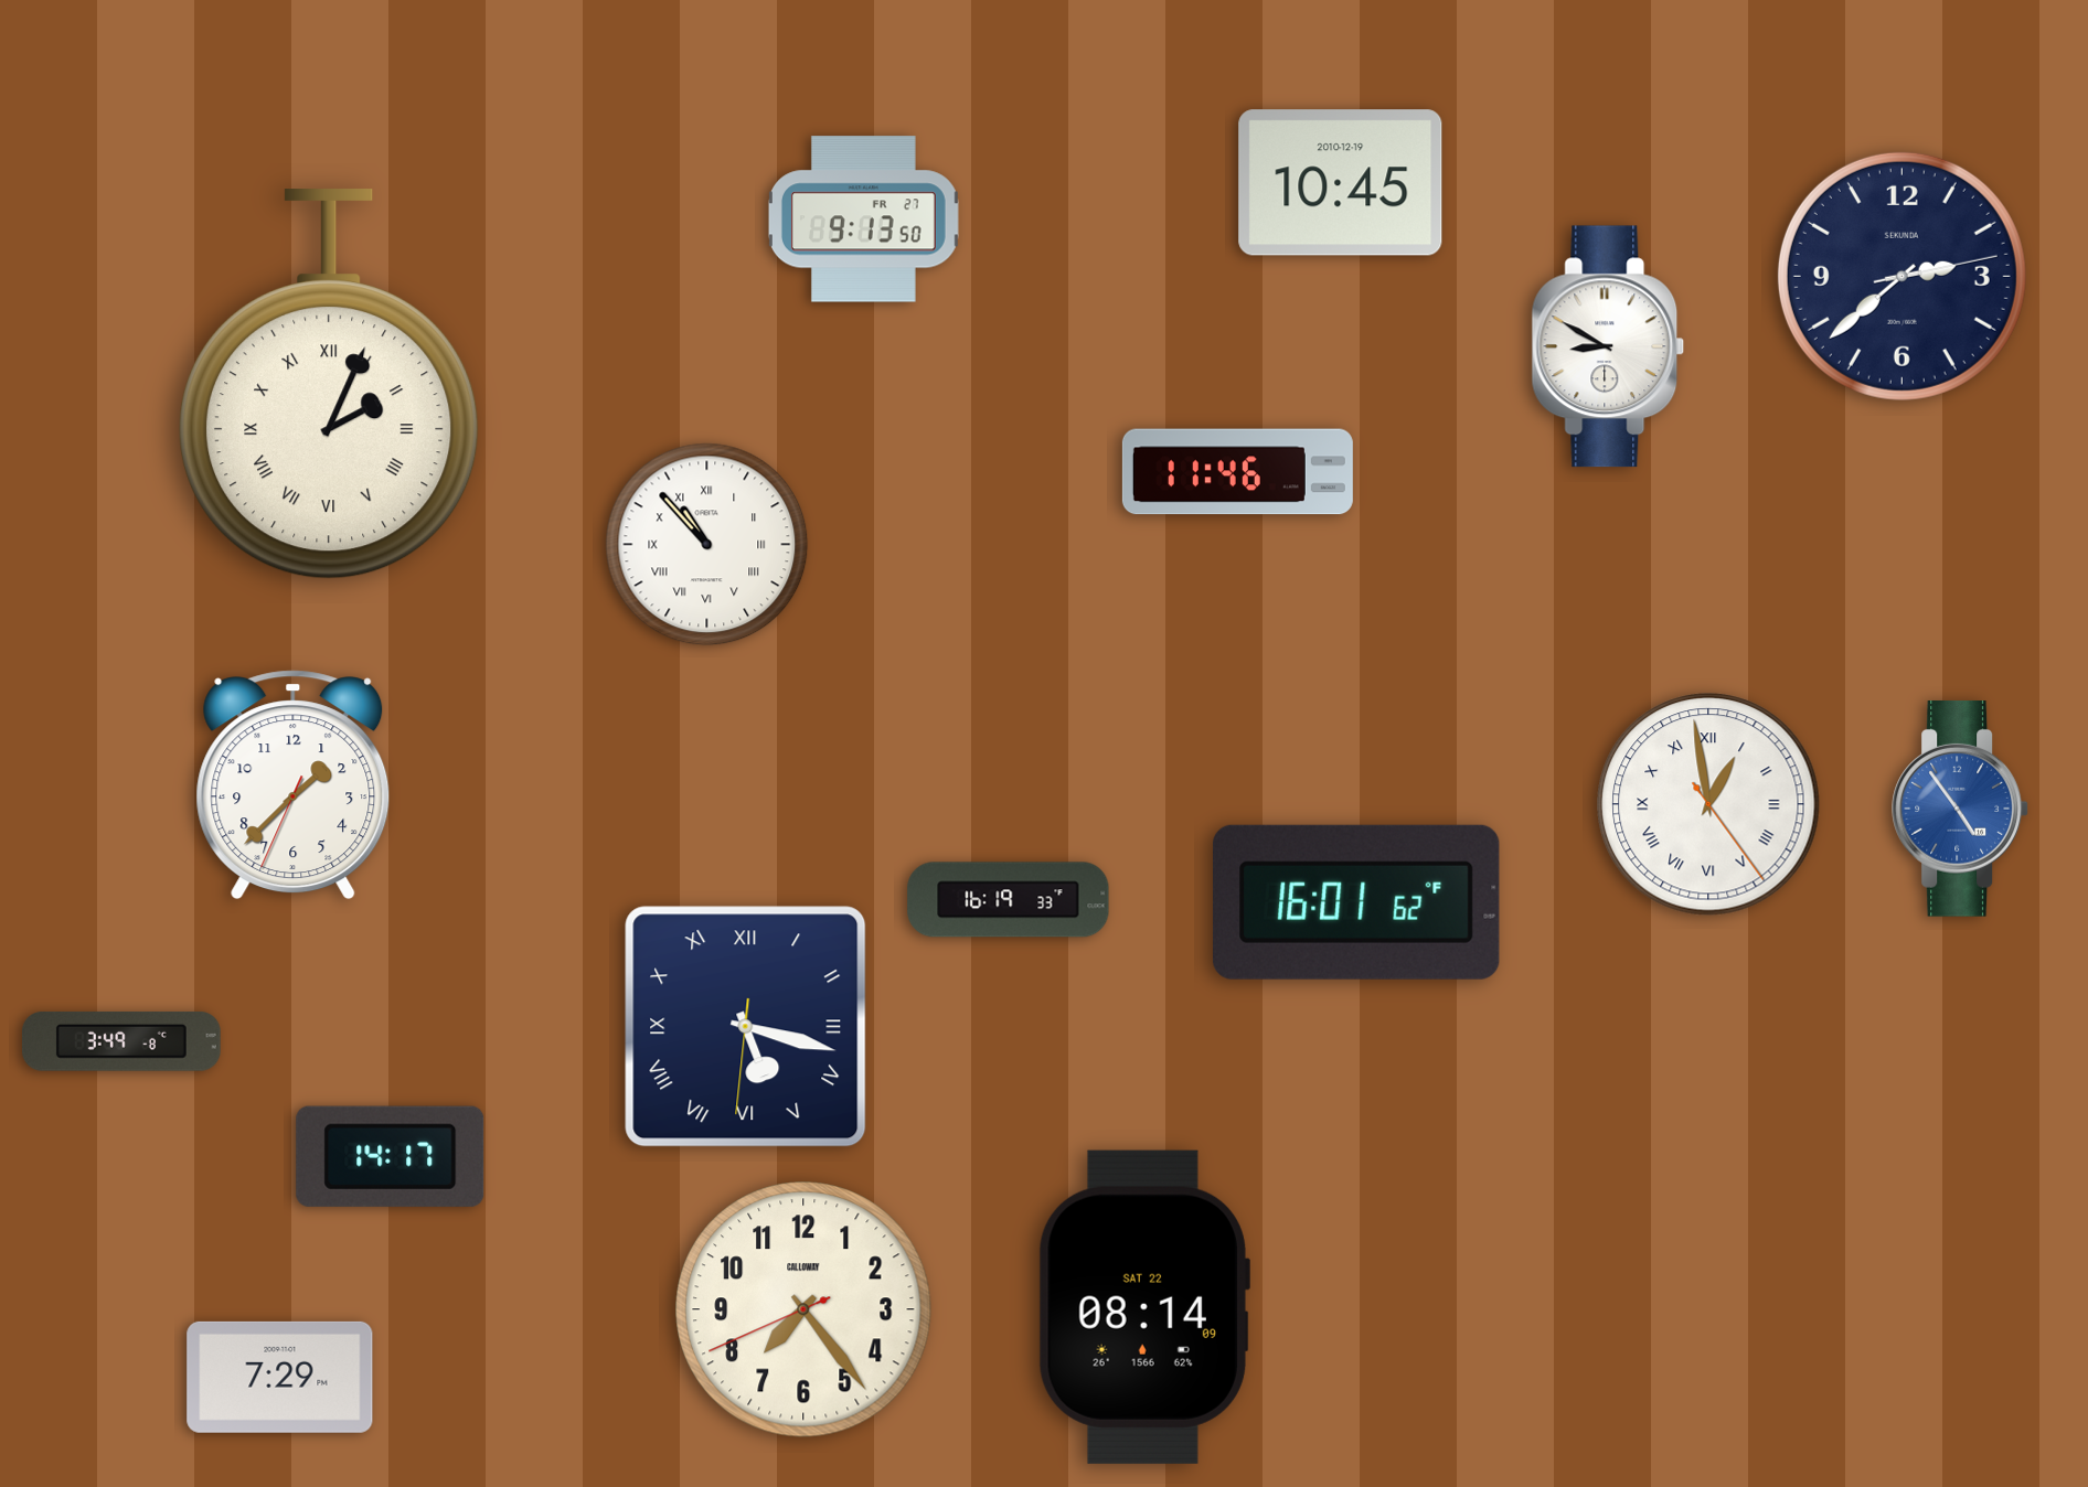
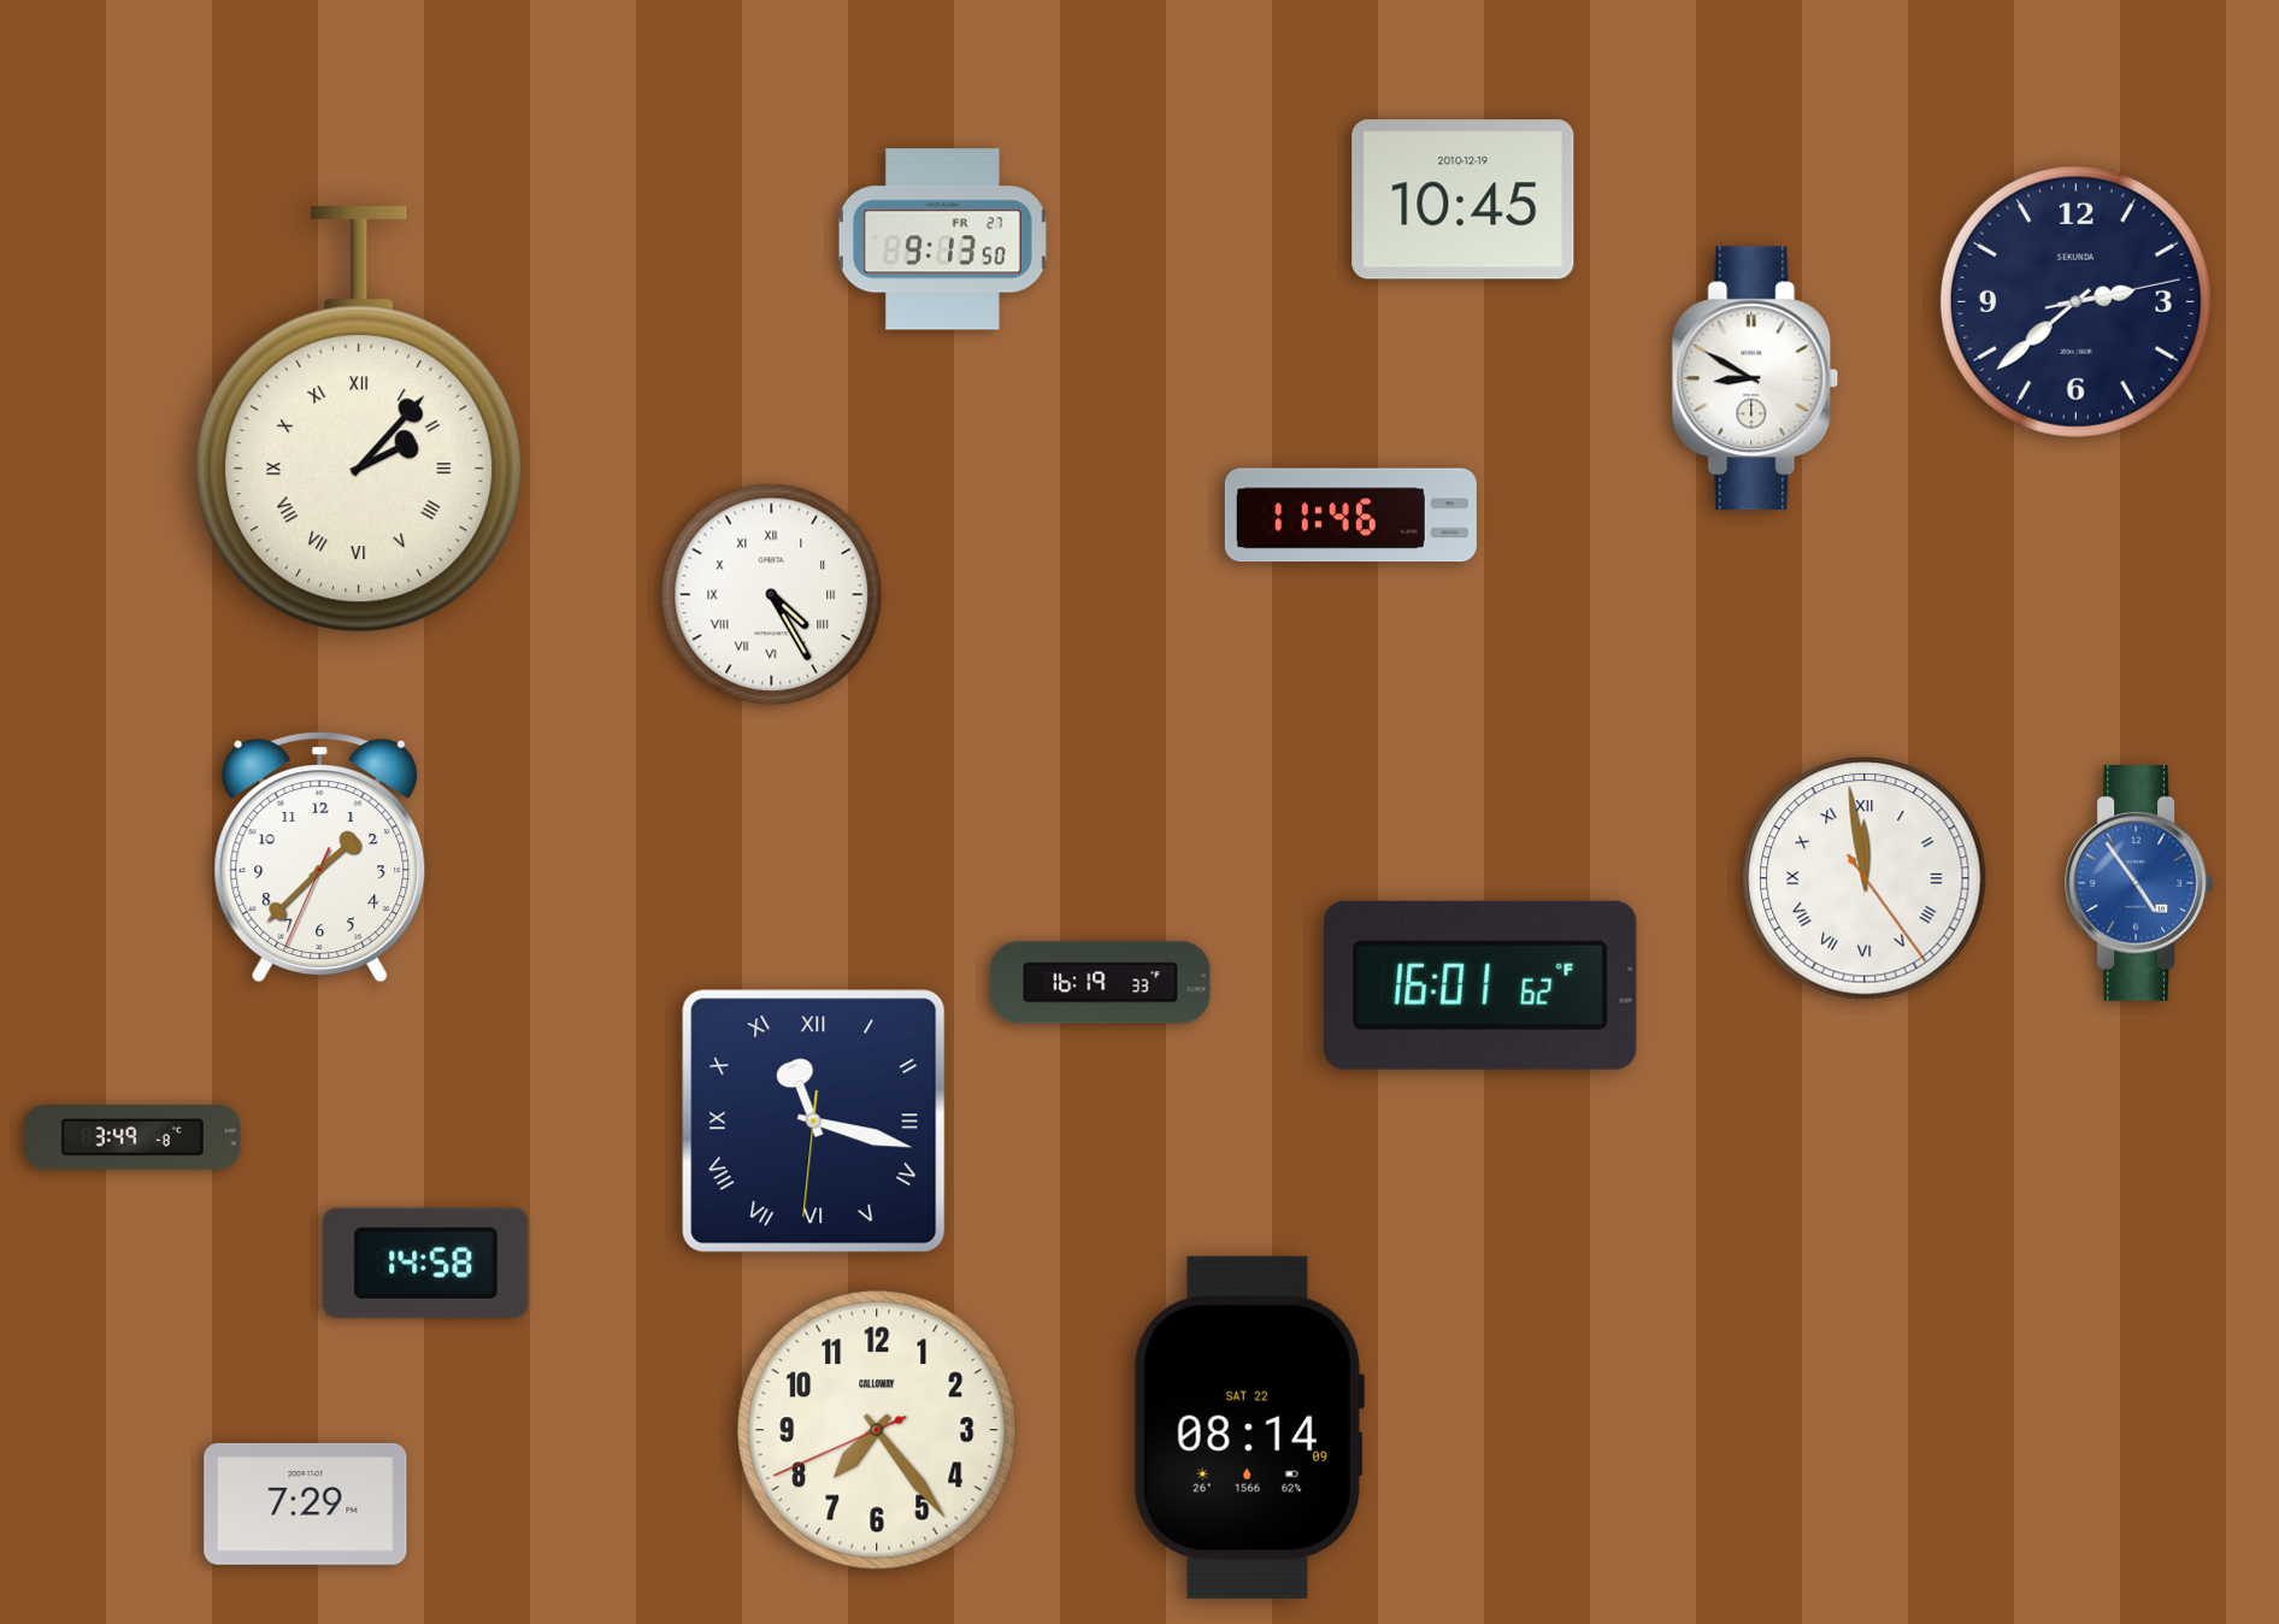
clock at (329, 385): 2:04 -> 2:07
clock at (707, 545): 10:53 -> 4:25
clock at (1708, 804): 12:58 -> 11:58
clock at (746, 1027): 5:17 -> 11:17
clock at (391, 1156): 14:17 -> 14:58
